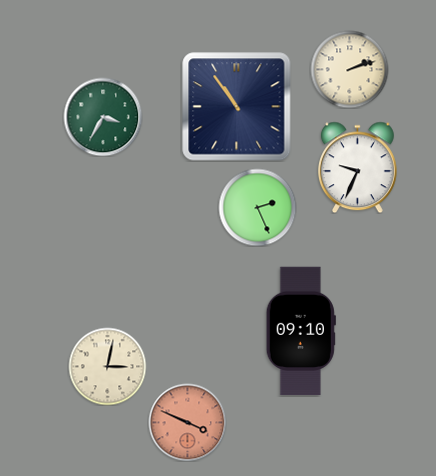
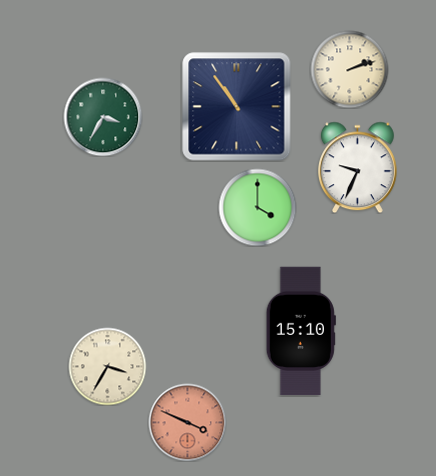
clock at (257, 207): 2:26 -> 4:00
clock at (301, 331): 09:10 -> 15:10
clock at (107, 366): 3:02 -> 3:35
